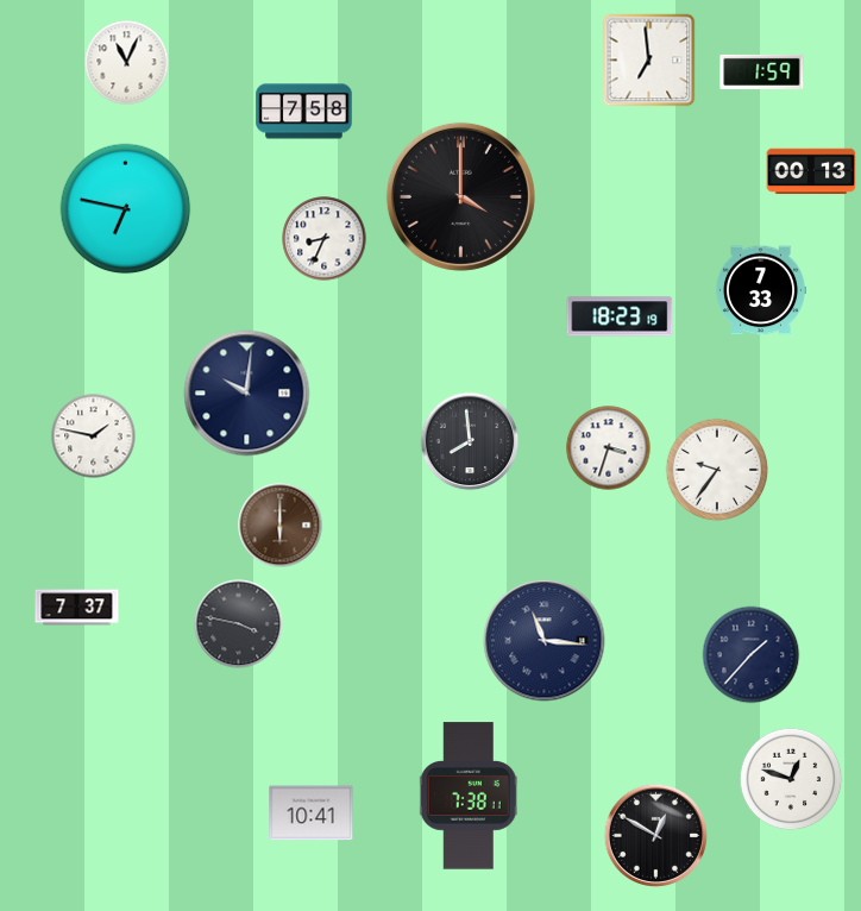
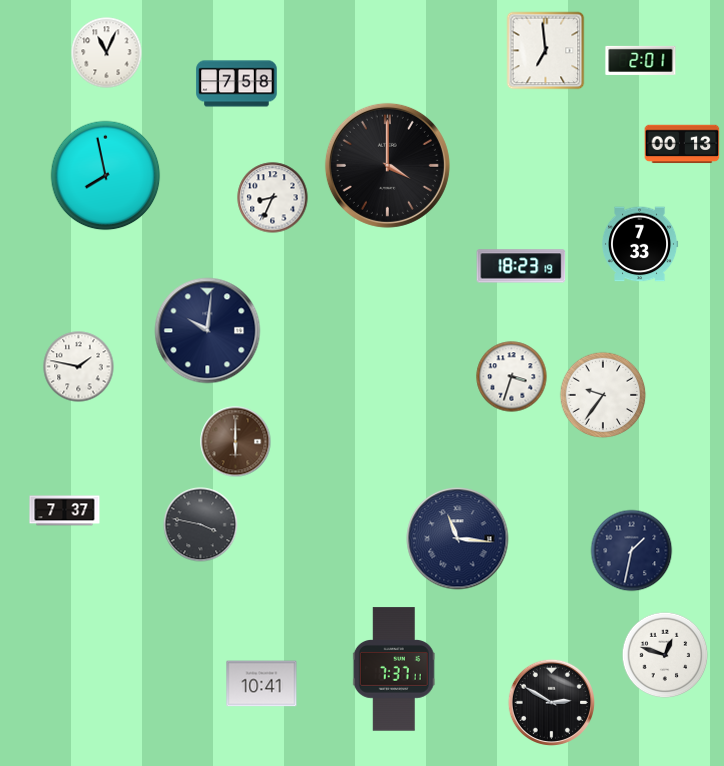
clock at (762, 71): 1:59 -> 2:01
clock at (304, 112) position: (304, 112) -> (237, 84)
clock at (126, 209): 6:47 -> 7:58
clock at (325, 239) position: (325, 239) -> (273, 198)
clock at (470, 441): 7:59 -> none
clock at (752, 655): 1:37 -> 1:32
clock at (469, 796): 7:38 -> 7:37
clock at (655, 835): 12:50 -> 2:50
